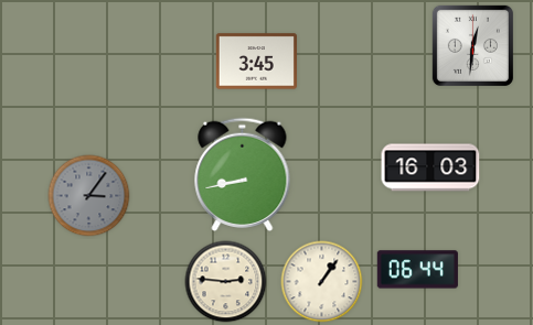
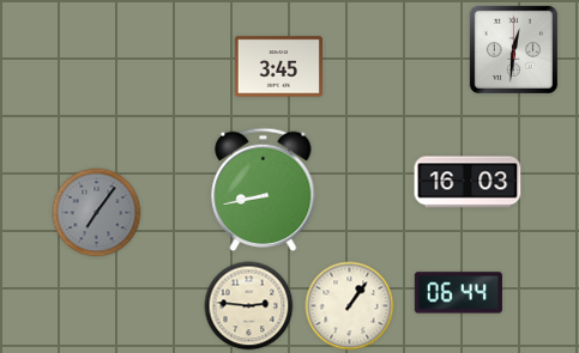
clock at (89, 196): 3:06 -> 7:06
clock at (417, 270) position: (417, 270) -> (458, 293)
clock at (226, 282) position: (226, 282) -> (249, 306)
